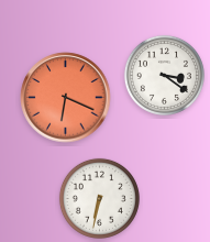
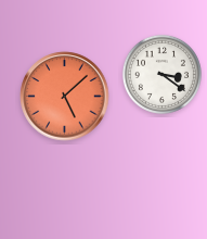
clock at (66, 98): 6:19 -> 5:08
clock at (99, 198): 6:32 -> none
